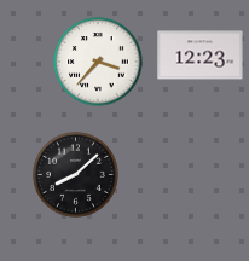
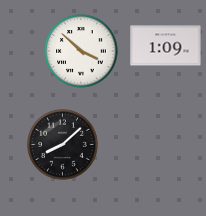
clock at (201, 56): 12:23 -> 1:09
clock at (98, 62): 3:37 -> 3:52
